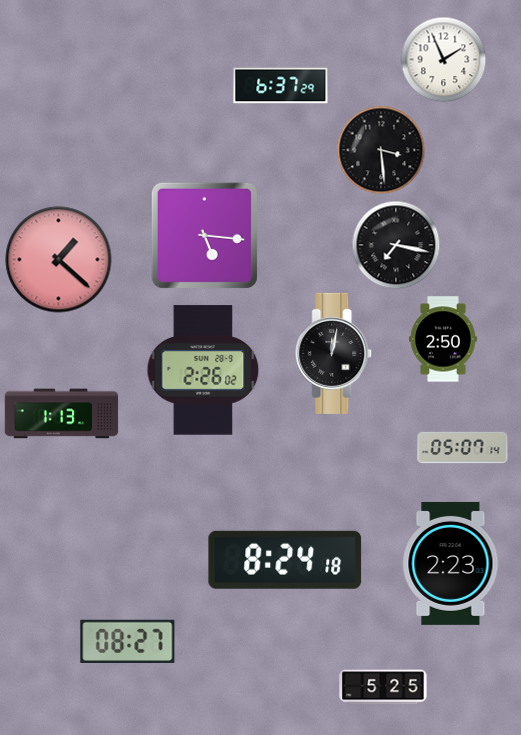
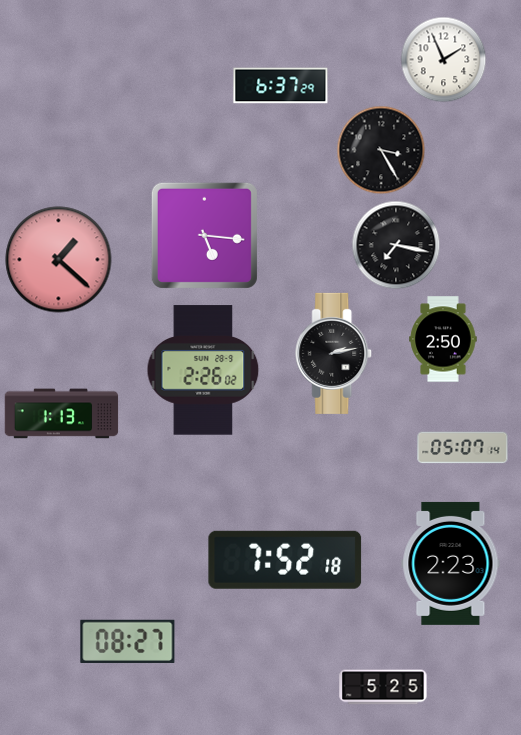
clock at (381, 150): 3:29 -> 3:25
clock at (334, 353): 12:02 -> 2:13
clock at (285, 560): 8:24 -> 7:52
